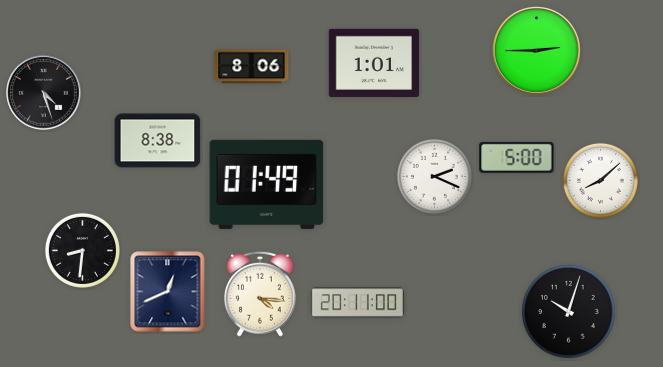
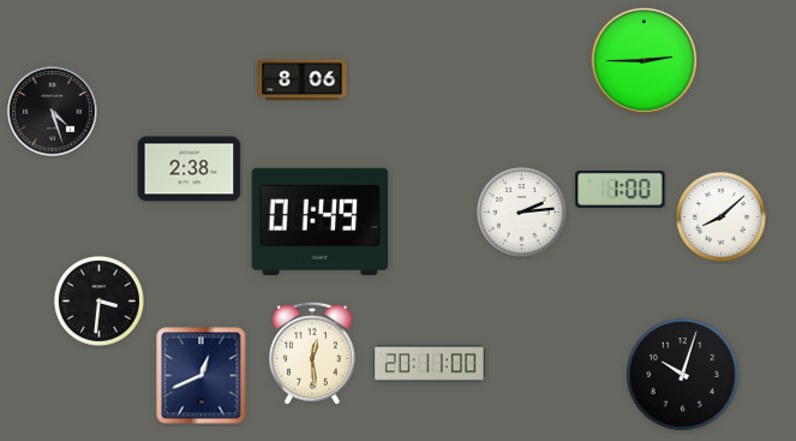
clock at (374, 63): 1:01 -> none
clock at (158, 141): 8:38 -> 2:38
clock at (517, 157): 5:00 -> 1:00
clock at (434, 176): 2:19 -> 2:14
clock at (82, 250): 8:31 -> 3:31
clock at (168, 292) position: (168, 292) -> (202, 376)
clock at (260, 294): 4:16 -> 12:29
